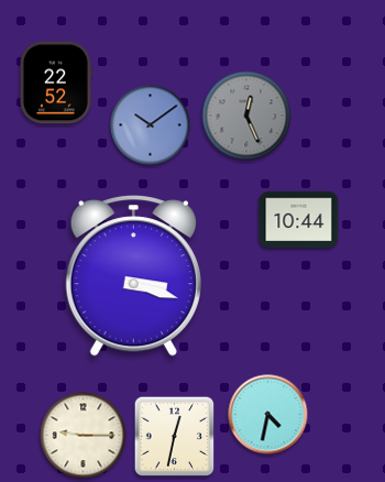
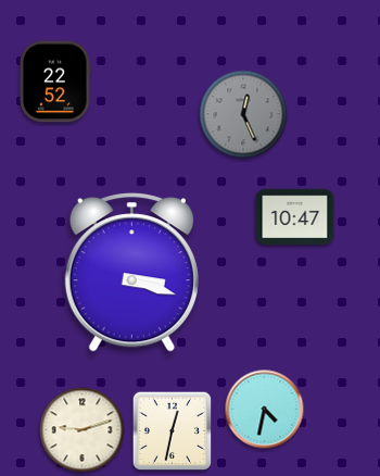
clock at (151, 125): 10:09 -> none
clock at (299, 220): 10:44 -> 10:47
clock at (84, 436): 9:15 -> 9:12
